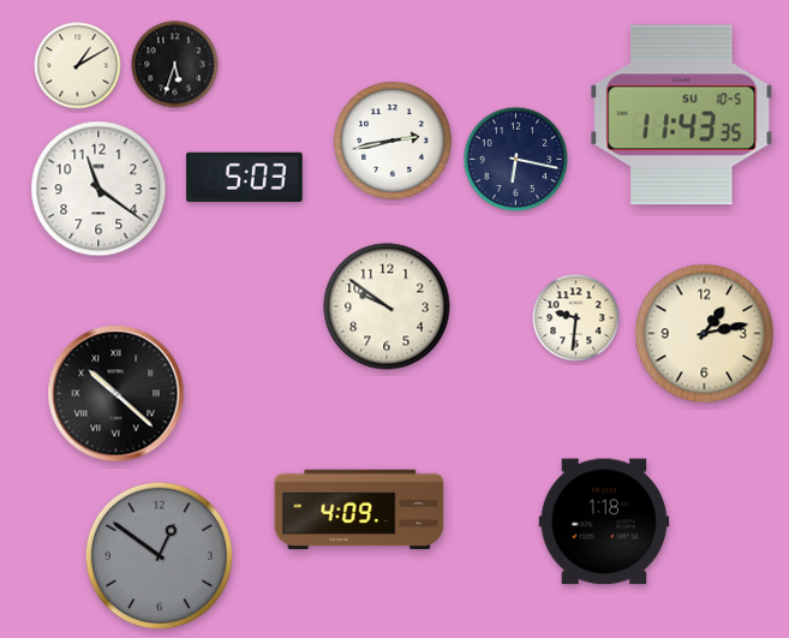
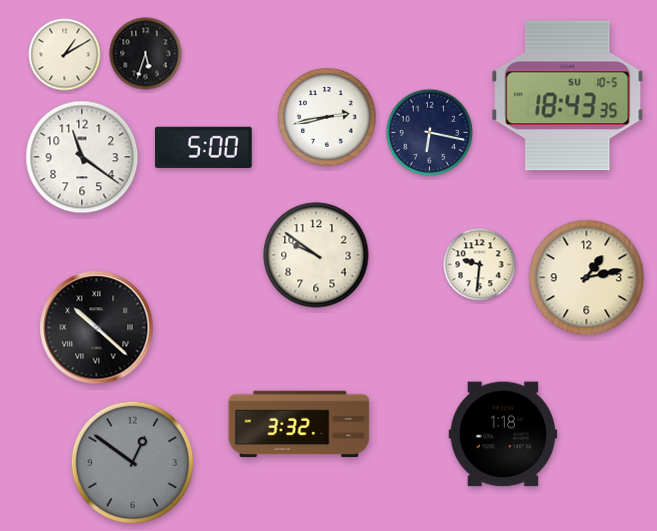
clock at (682, 115): 11:43 -> 18:43
clock at (245, 177): 5:03 -> 5:00
clock at (387, 306) position: (387, 306) -> (316, 255)
clock at (359, 509): 4:09 -> 3:32
